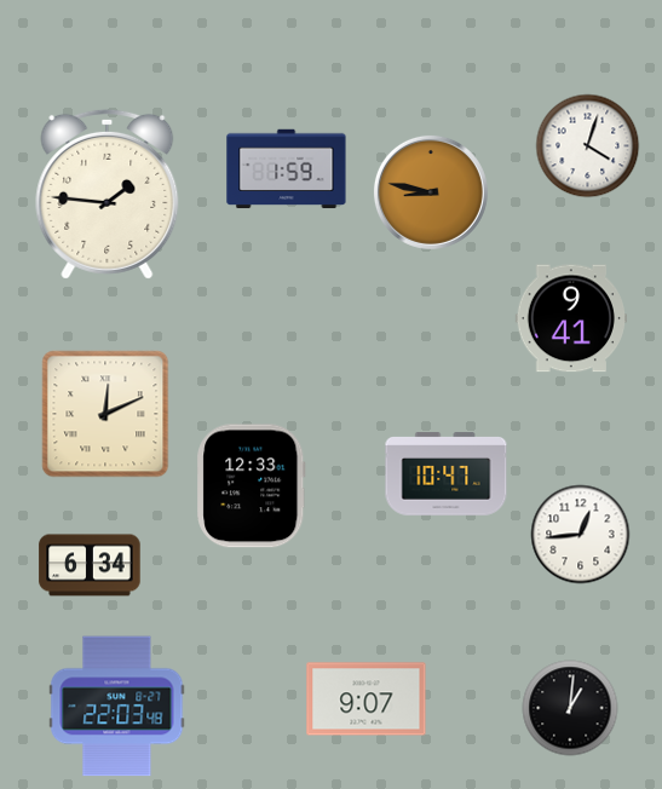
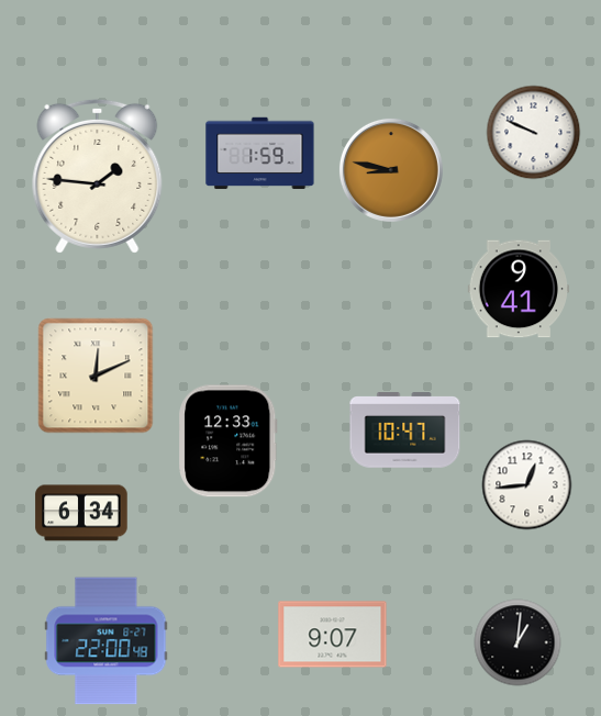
clock at (588, 146): 4:03 -> 9:49
clock at (431, 192) position: (431, 192) -> (391, 170)
clock at (117, 707): 22:03 -> 22:00
